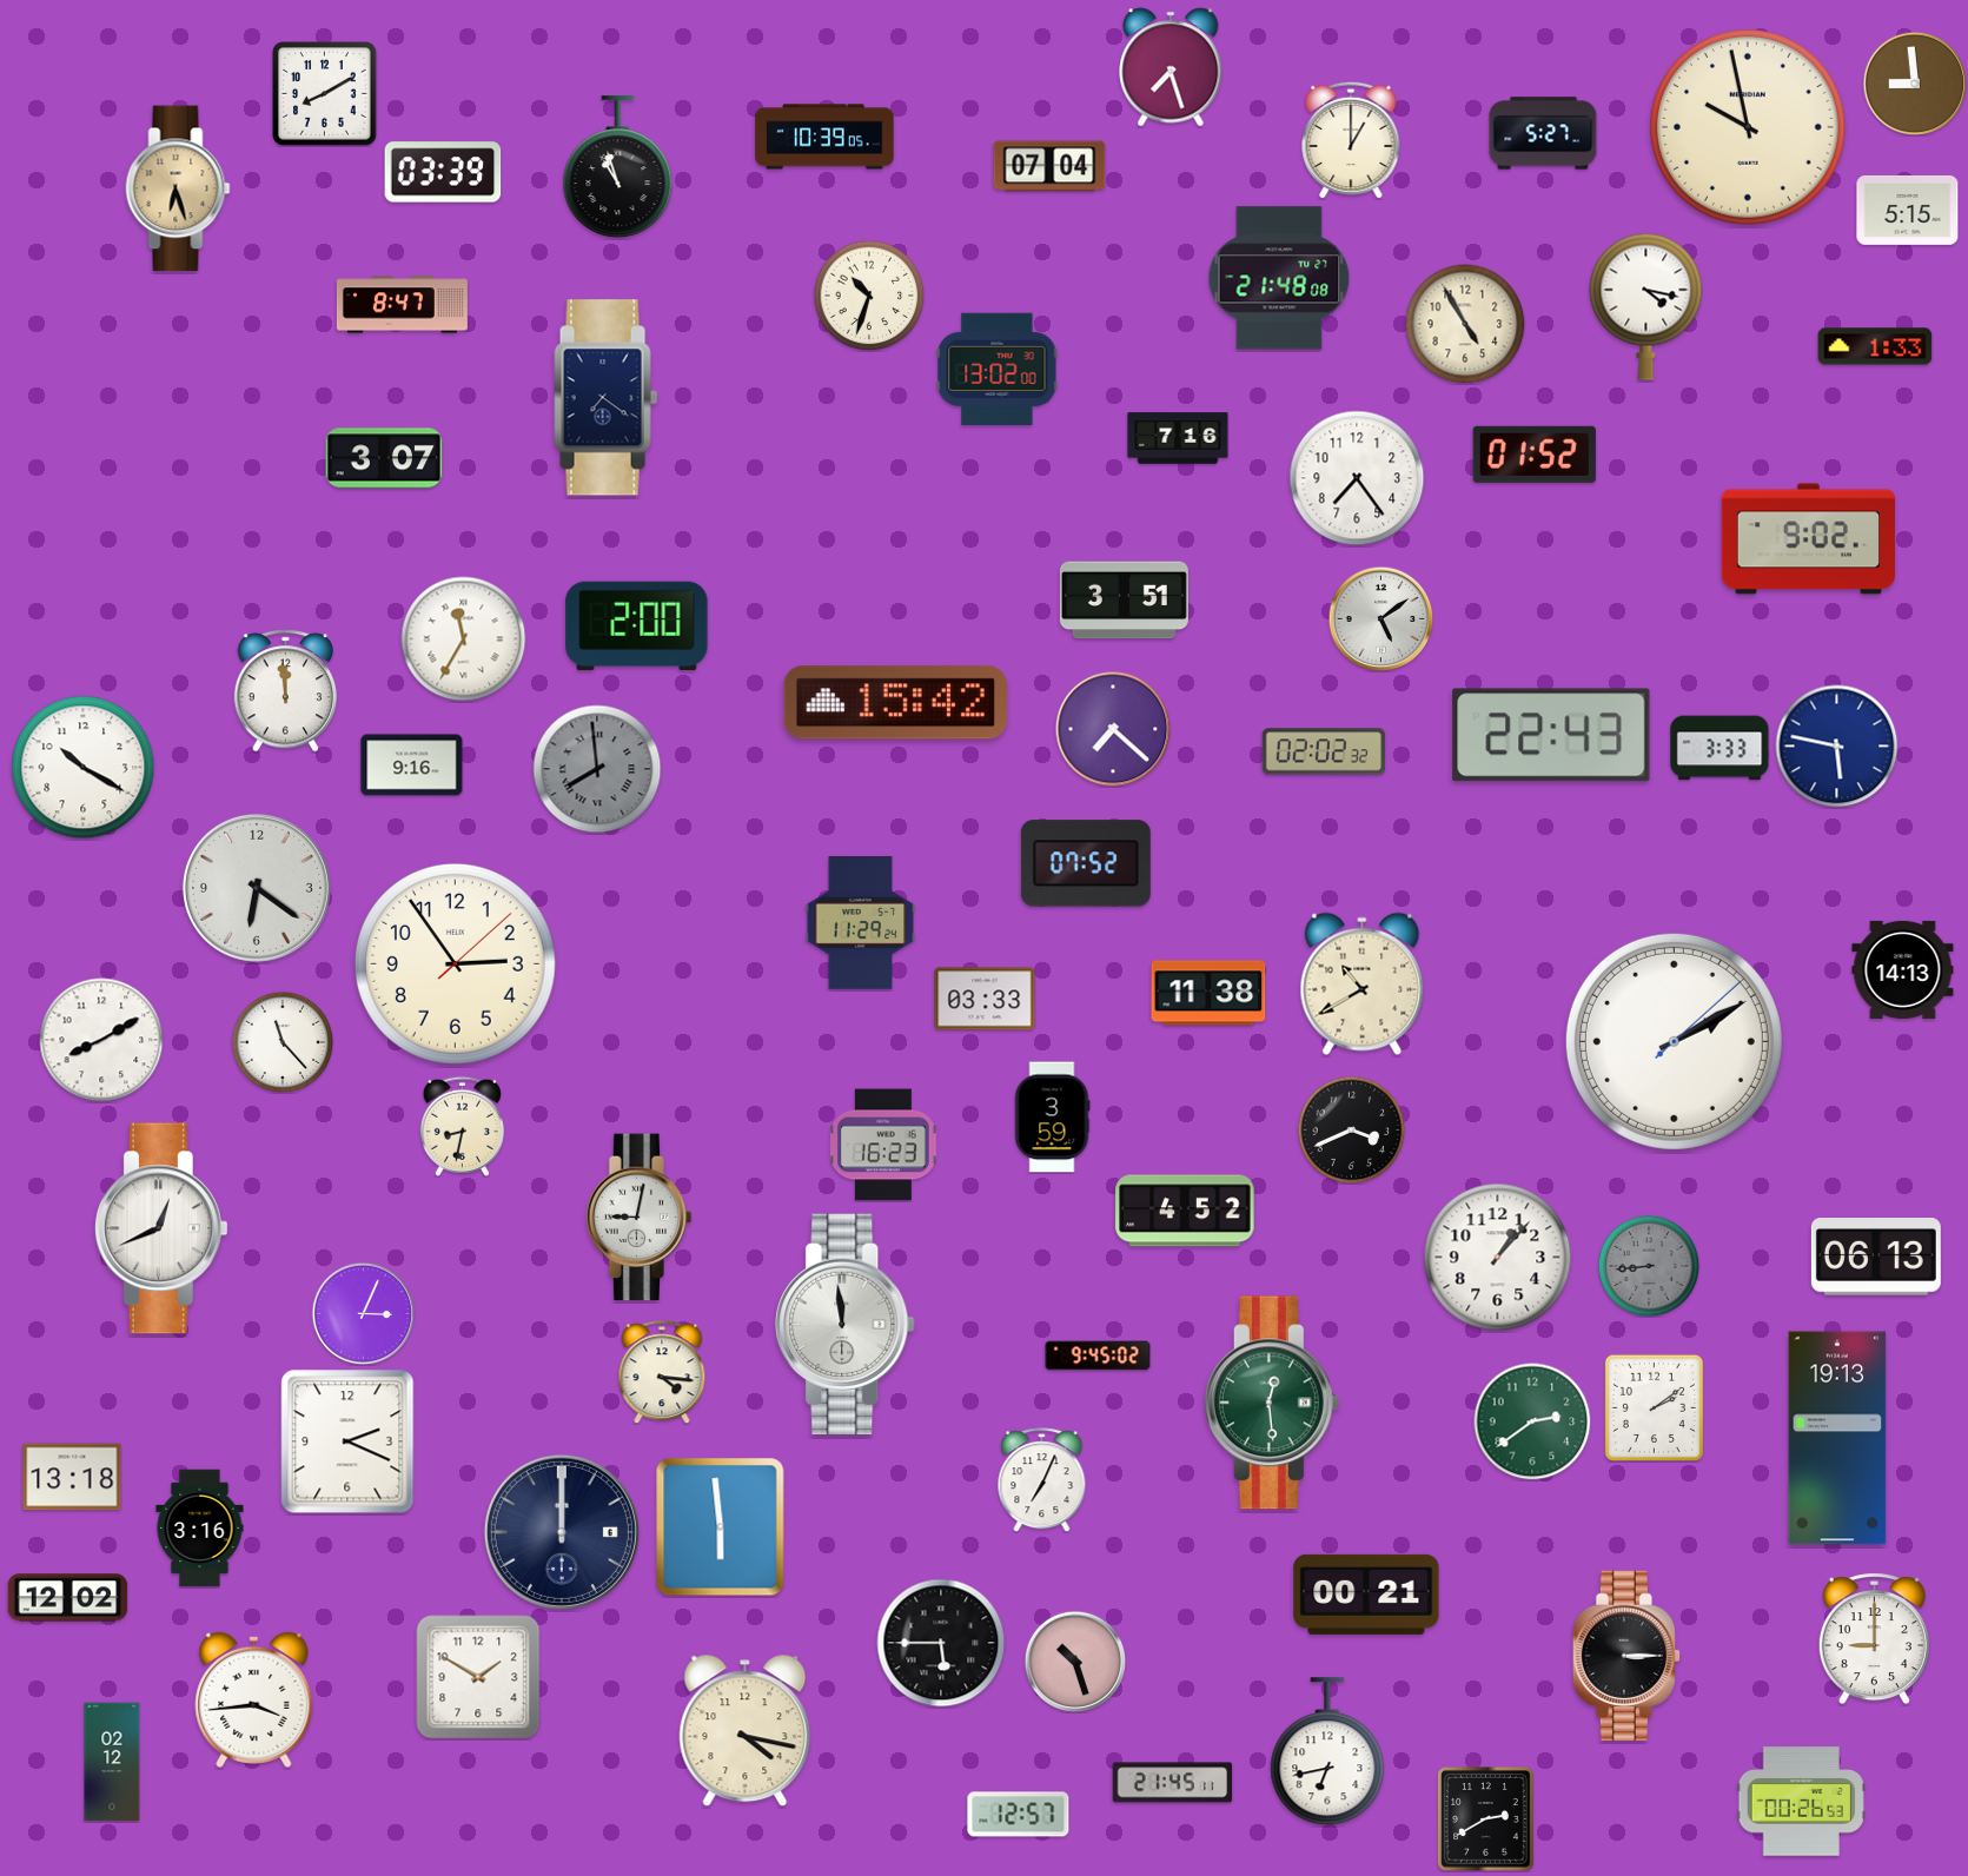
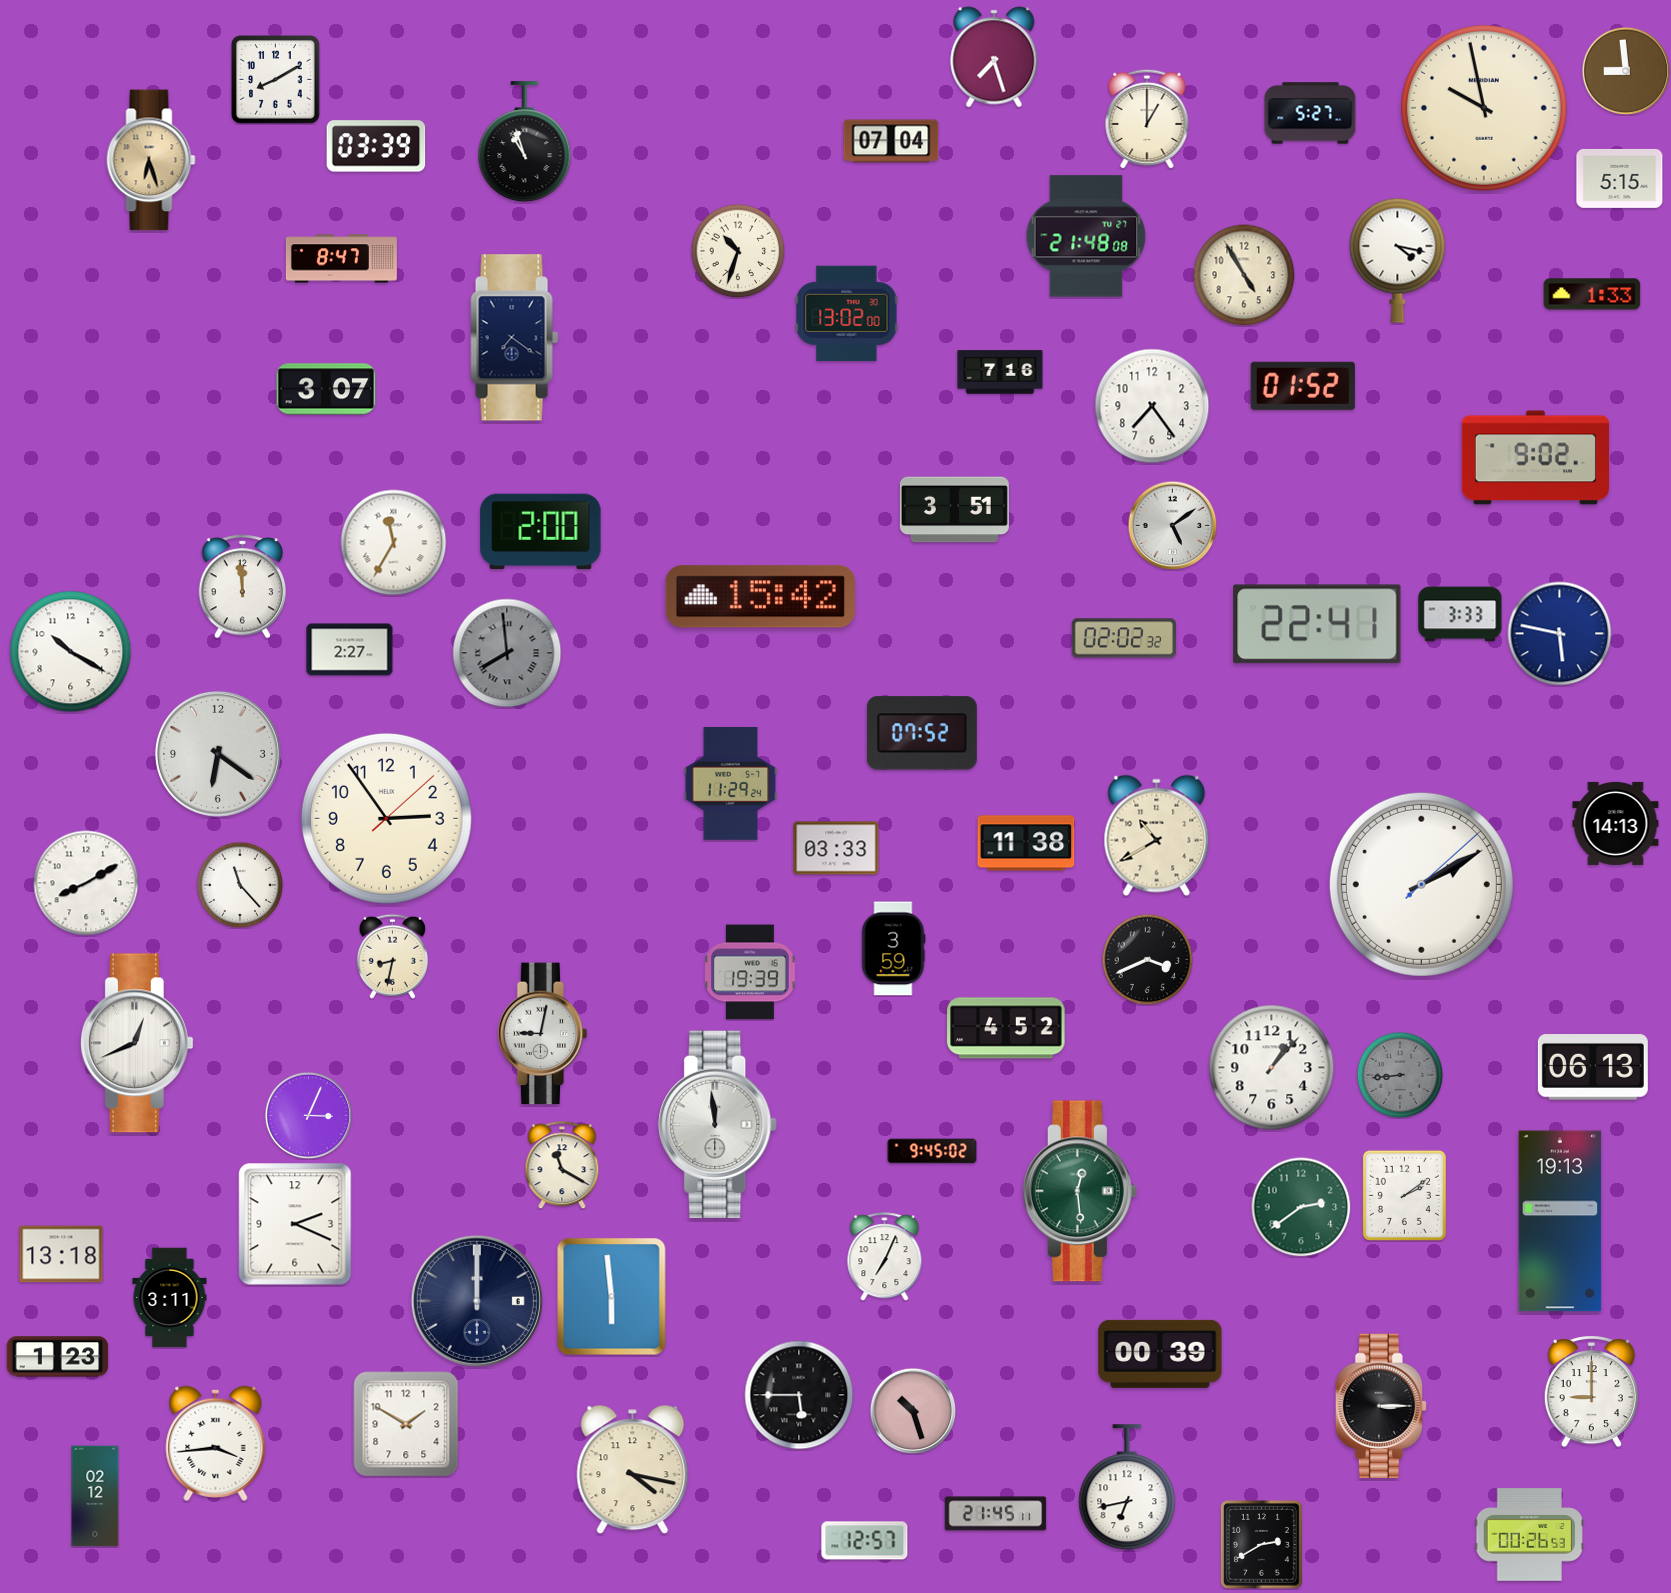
clock at (824, 137): 10:39 -> none
clock at (1113, 729): 7:22 -> none
clock at (1551, 735): 22:43 -> 22:41
clock at (1719, 748) position: (1719, 748) -> (1460, 614)
clock at (412, 765): 9:16 -> 2:27
clock at (883, 1145): 16:23 -> 19:39
clock at (662, 1372): 4:16 -> 11:20
clock at (200, 1529): 3:16 -> 3:11
clock at (1366, 1595): 00:21 -> 00:39
clock at (68, 1598): 12:02 -> 1:23
clock at (1801, 1802) position: (1801, 1802) -> (1529, 1535)
